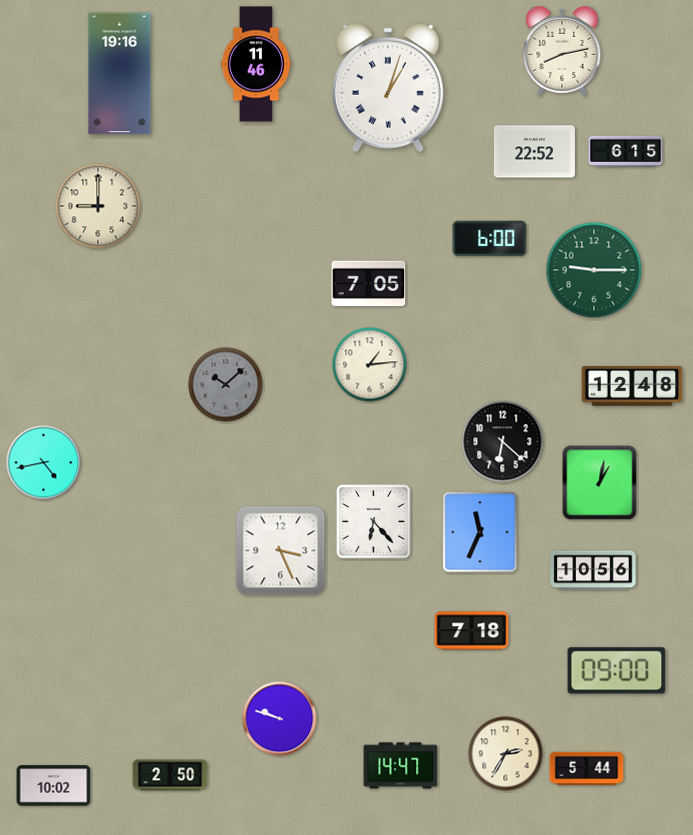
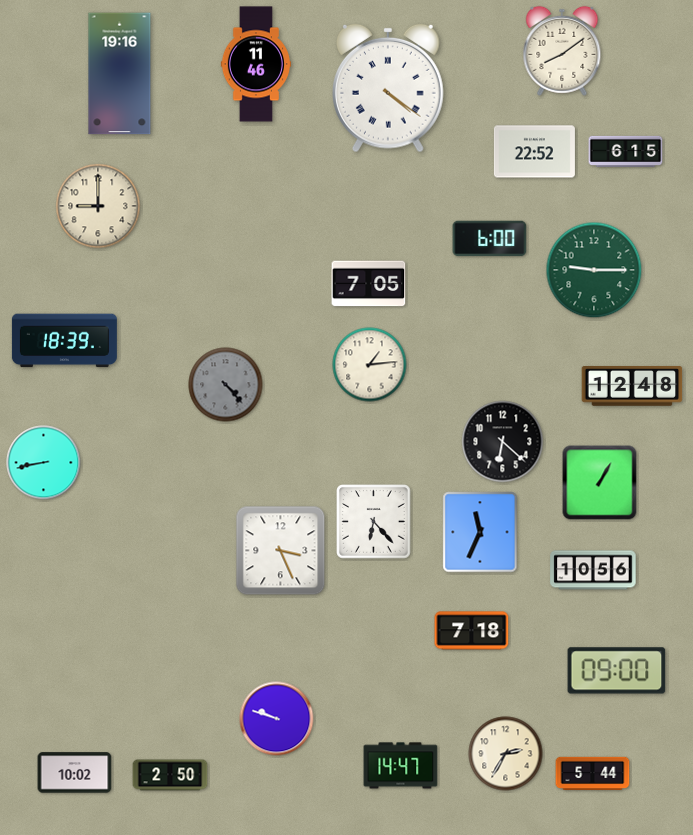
clock at (562, 51): 8:13 -> 8:09
clock at (389, 88): 1:03 -> 4:21
clock at (64, 341): none -> 18:39
clock at (226, 385): 10:08 -> 4:23
clock at (44, 463): 4:43 -> 8:43
clock at (600, 483): 1:02 -> 1:05
clock at (280, 719) position: (280, 719) -> (277, 719)
clock at (587, 769) position: (587, 769) -> (593, 774)
clock at (54, 786) position: (54, 786) -> (75, 773)
